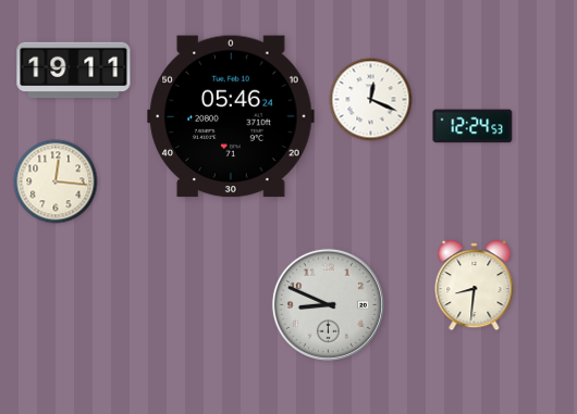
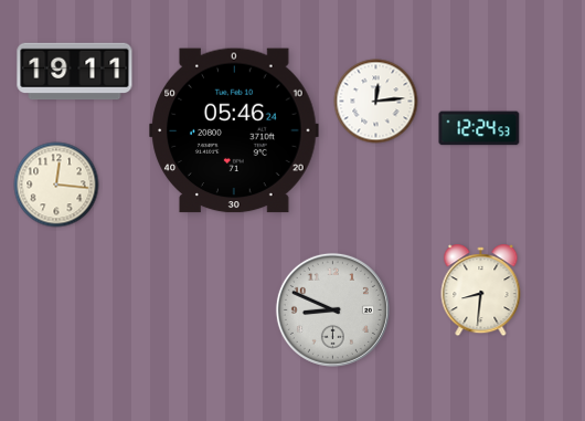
clock at (371, 100): 12:19 -> 12:14
clock at (231, 116) position: (231, 116) -> (234, 130)
